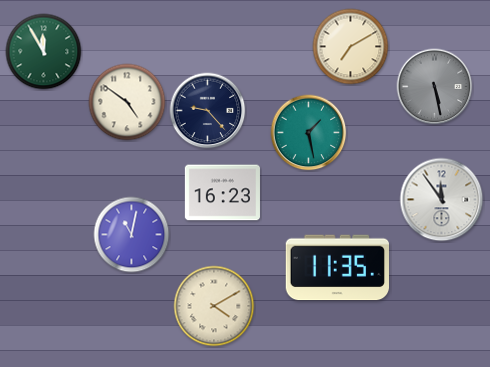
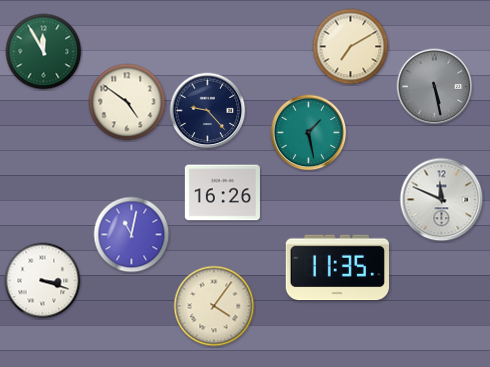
clock at (222, 193): 16:23 -> 16:26
clock at (442, 200): 11:54 -> 11:49
clock at (43, 281): none -> 3:18
clock at (214, 306): 4:10 -> 4:06
